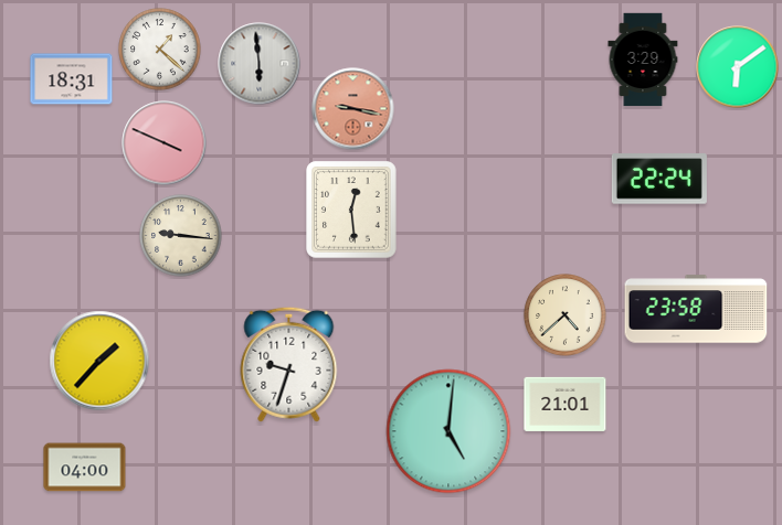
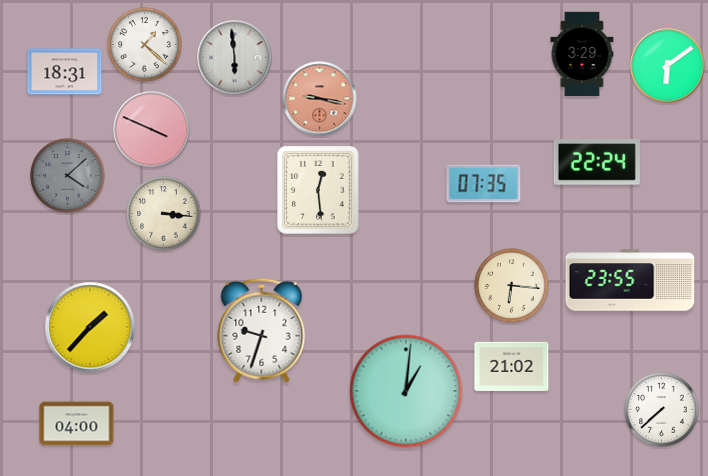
clock at (738, 67) position: (738, 67) -> (668, 66)
clock at (165, 143) position: (165, 143) -> (152, 130)
clock at (68, 176): none -> 4:08
clock at (484, 184): none -> 07:35
clock at (181, 236): 9:16 -> 3:16
clock at (696, 309): 23:58 -> 23:55
clock at (566, 315): 4:38 -> 6:16
clock at (566, 404): 21:01 -> 21:02
clock at (448, 431): 5:01 -> 1:01
clock at (662, 410): none -> 7:38
